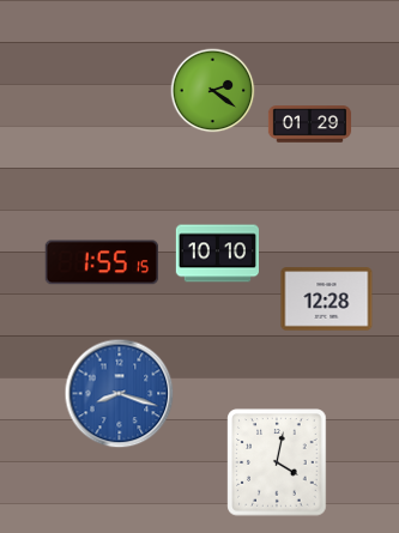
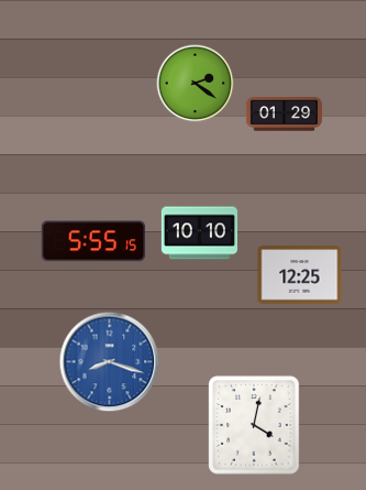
clock at (101, 262): 1:55 -> 5:55
clock at (327, 299): 12:28 -> 12:25
